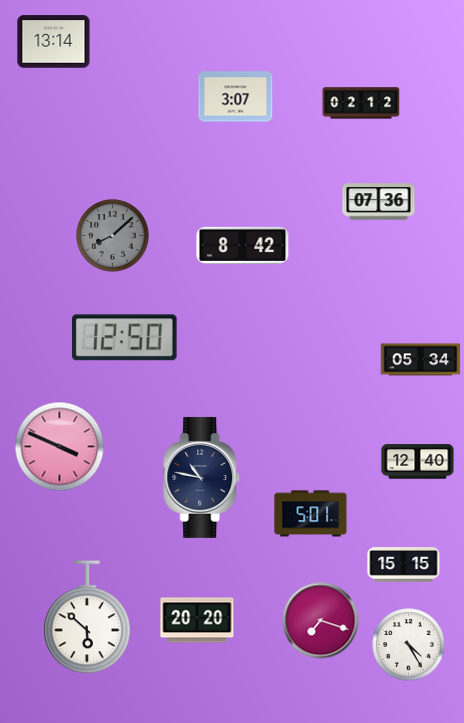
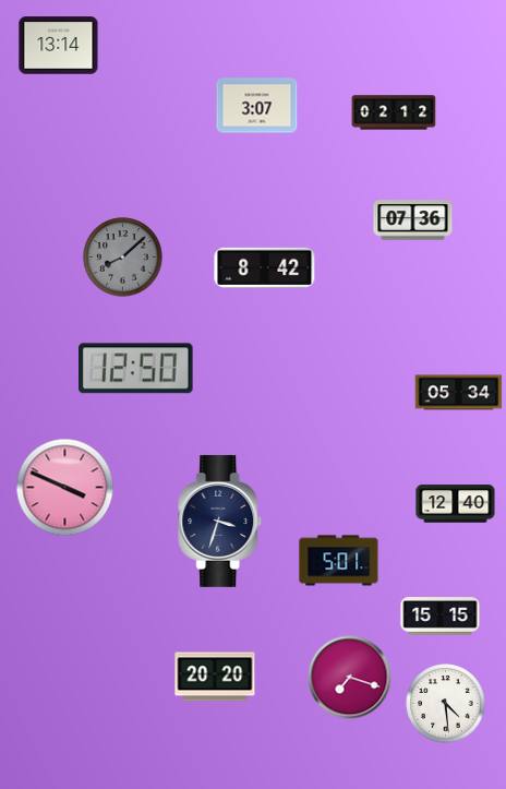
clock at (202, 477): 10:47 -> 3:33
clock at (87, 617): 5:52 -> none
clock at (409, 645): 4:25 -> 4:29
